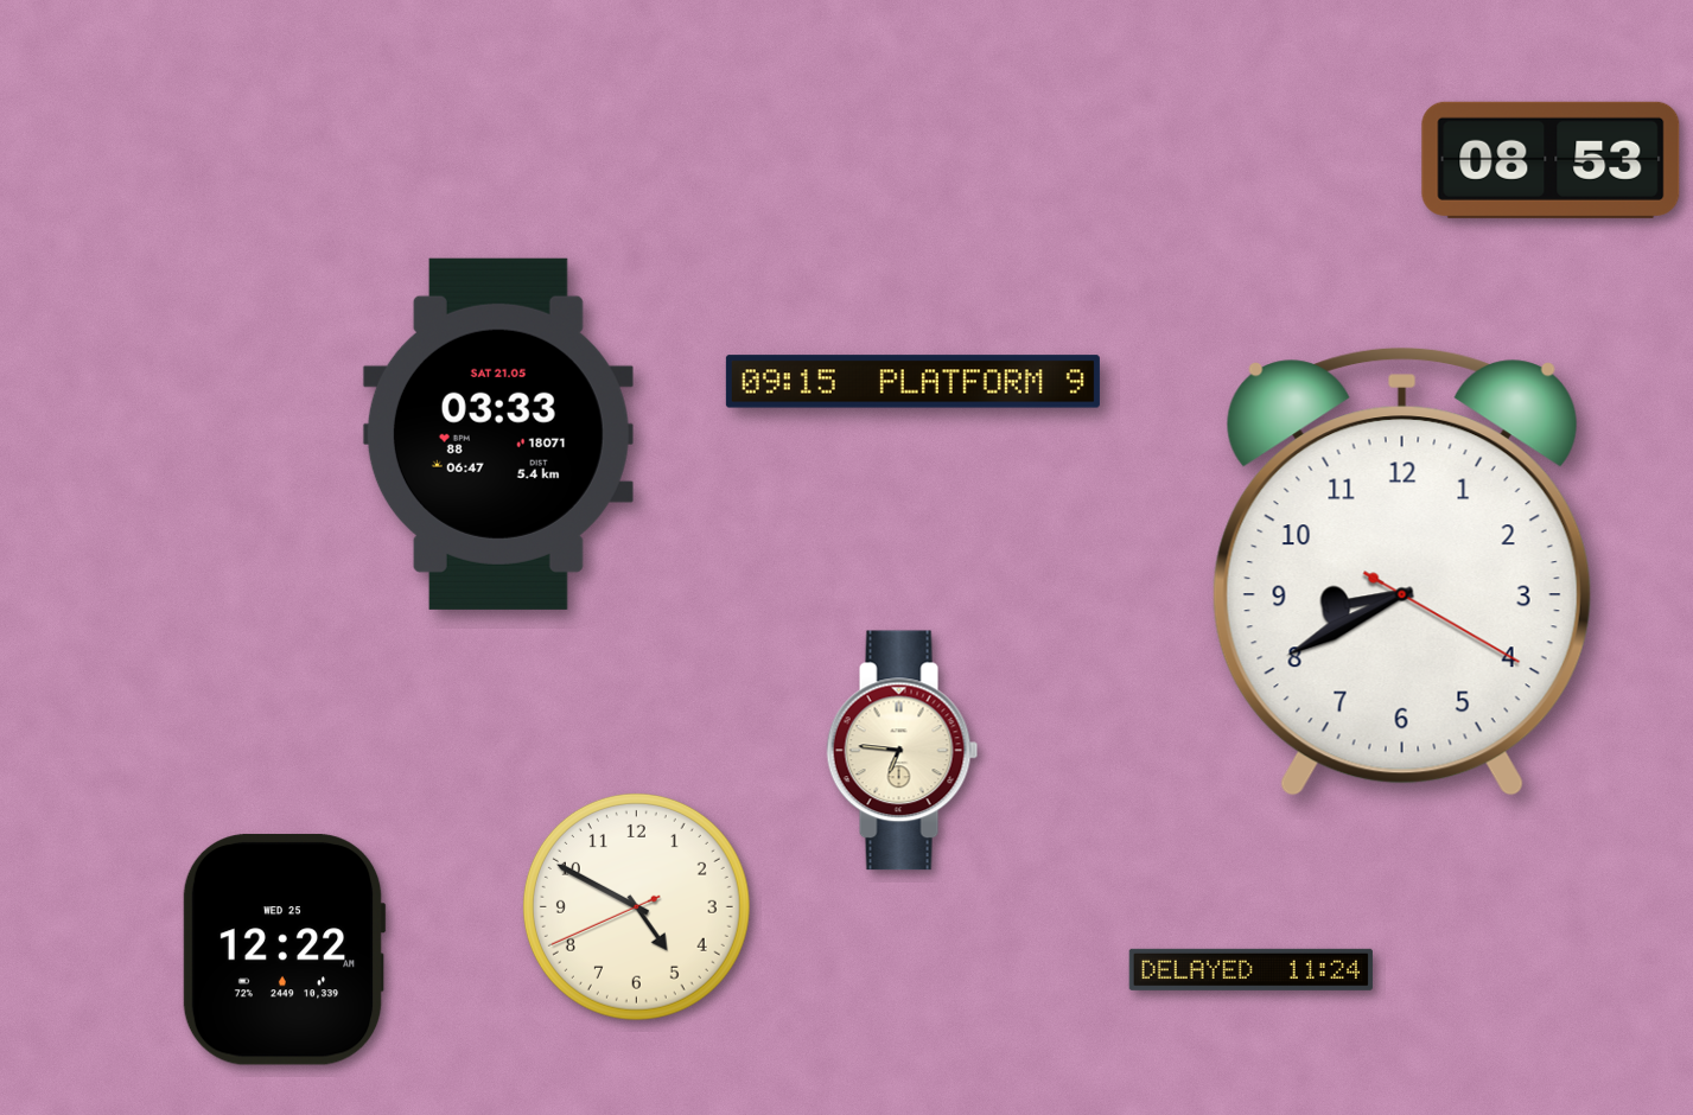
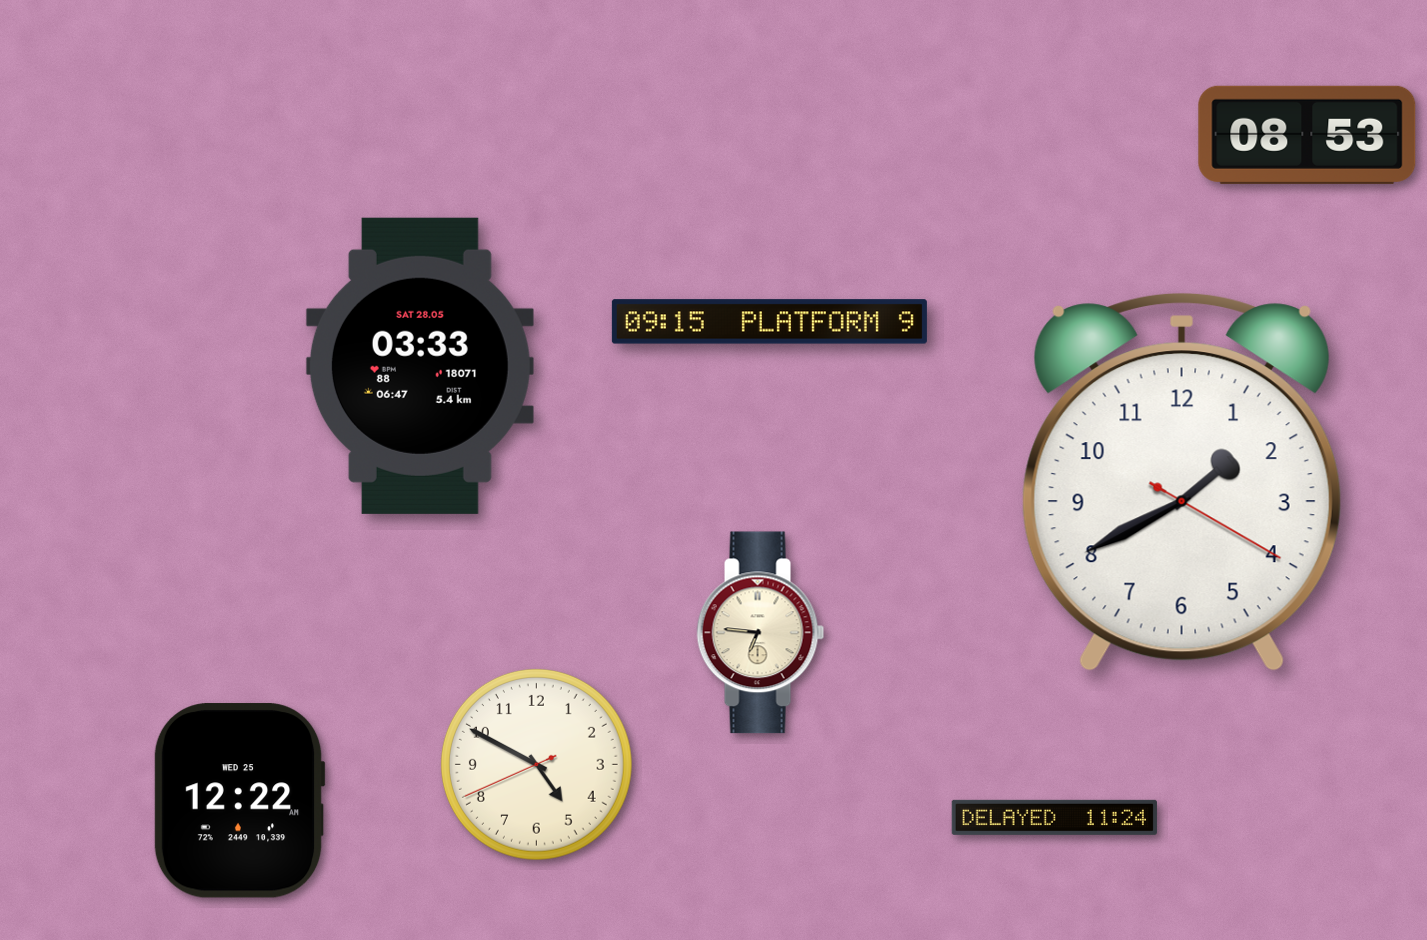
clock at (498, 434) date: SAT 21.05 -> SAT 28.05
clock at (1402, 572): 8:40 -> 1:40
